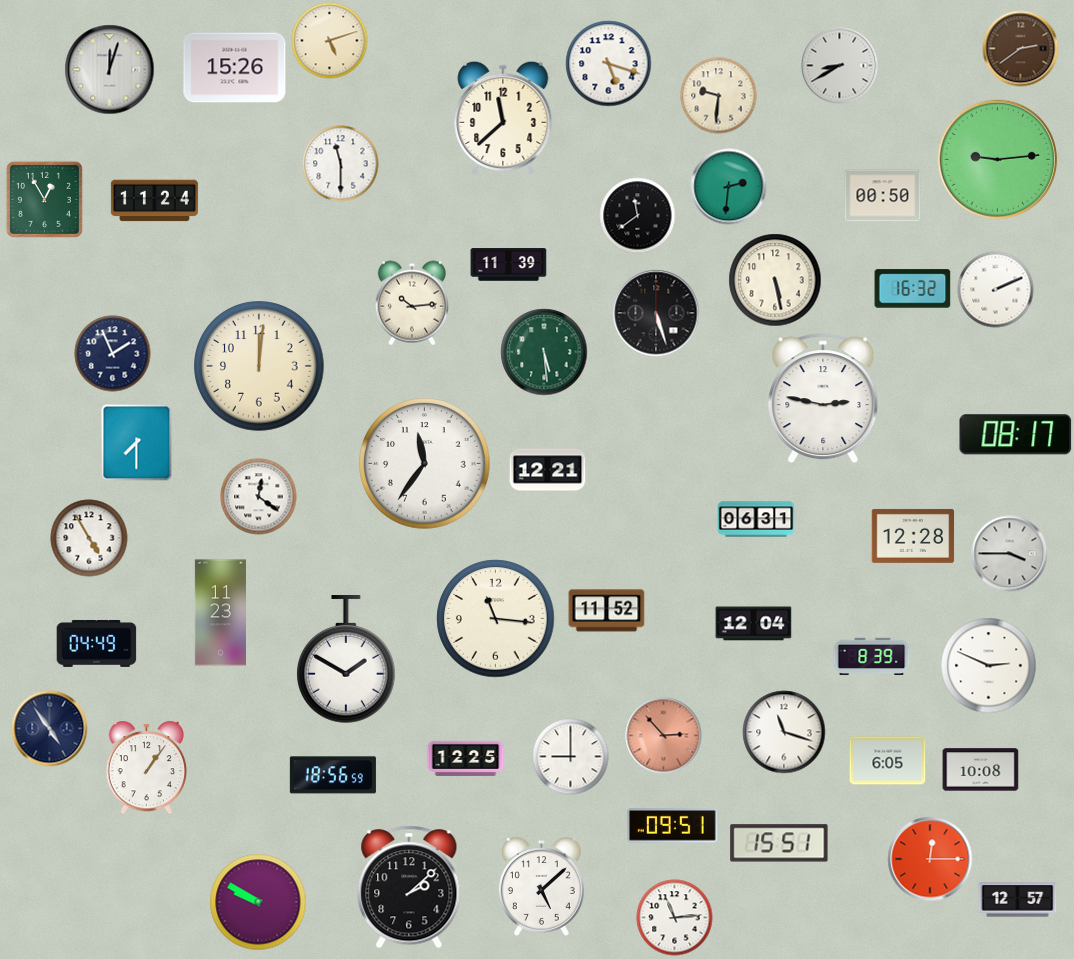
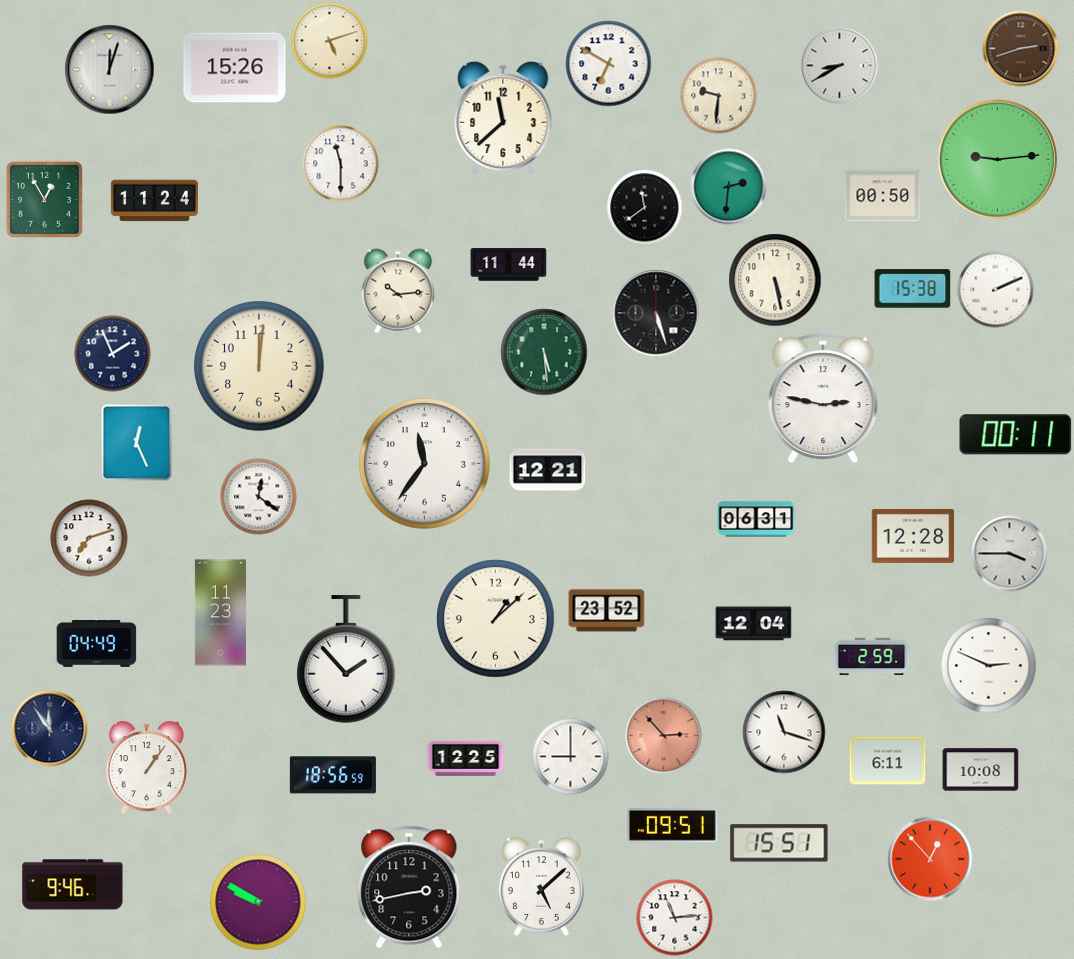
clock at (1021, 49): 2:39 -> 2:42
clock at (609, 64): 5:18 -> 6:50
clock at (638, 216) position: (638, 216) -> (645, 208)
clock at (509, 265): 11:39 -> 11:44
clock at (913, 289): 16:32 -> 15:38
clock at (412, 303) position: (412, 303) -> (398, 291)
clock at (1016, 435): 08:17 -> 00:11
clock at (137, 443): 7:30 -> 12:26
clock at (89, 538): 4:55 -> 7:12
clock at (607, 611): 11:52 -> 23:52
clock at (496, 619): 11:16 -> 1:08
clock at (872, 657): 8:39 -> 2:59
clock at (347, 660): 1:50 -> 1:53
clock at (50, 729): 4:54 -> 11:54
clock at (888, 761): 6:05 -> 6:11
clock at (930, 859): 12:15 -> 12:53
clock at (73, 885): none -> 9:46
clock at (409, 887): 2:08 -> 2:43
clock at (1018, 900): 12:57 -> none
